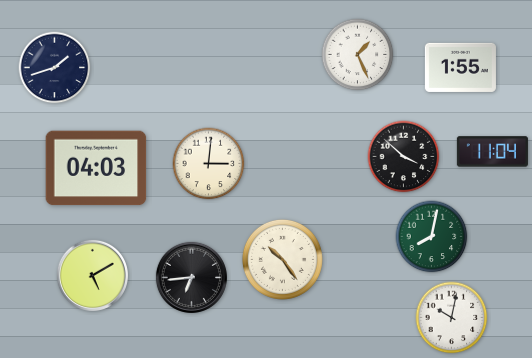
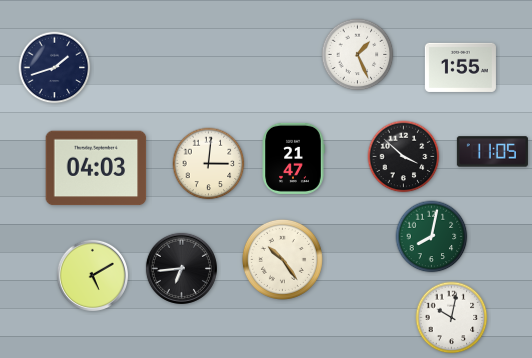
clock at (492, 152): 11:04 -> 11:05
clock at (293, 158): none -> 21:47
clock at (191, 277) position: (191, 277) -> (181, 268)
